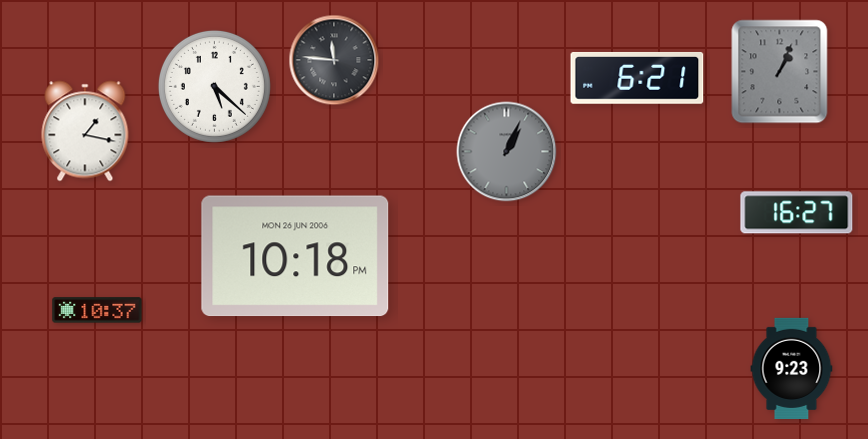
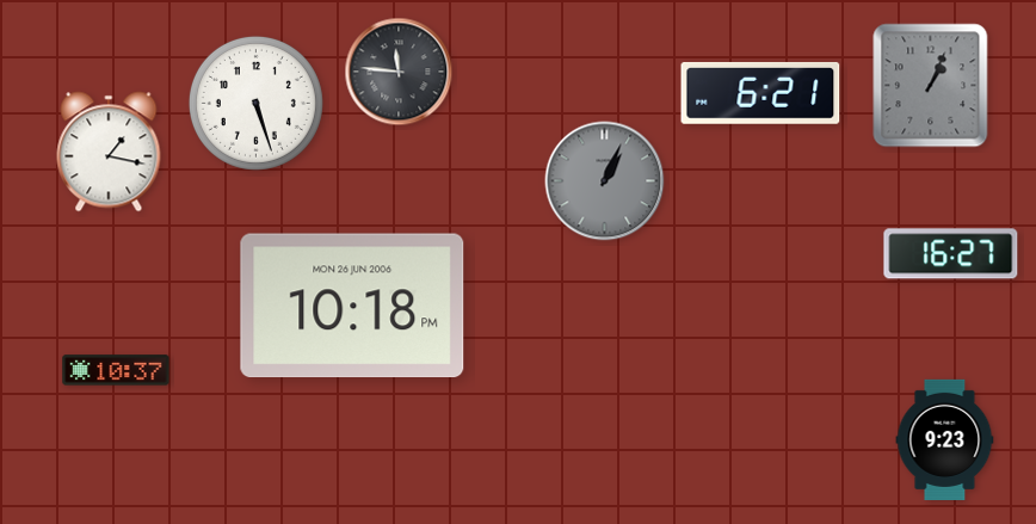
clock at (214, 86): 5:22 -> 5:27
clock at (85, 131) position: (85, 131) -> (109, 152)
